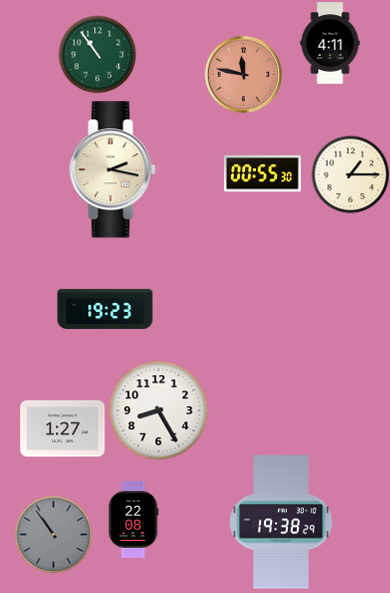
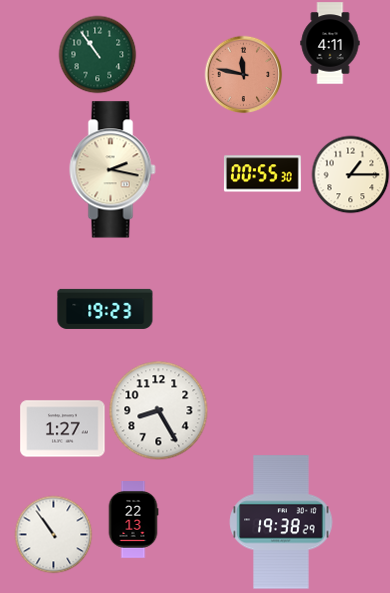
clock at (133, 520): 22:08 -> 22:13
clock at (53, 534) dial: grey -> white
